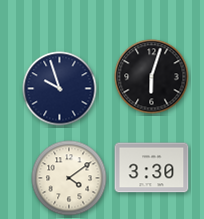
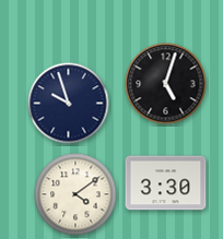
clock at (152, 77): 6:03 -> 5:03
clock at (60, 89) position: (60, 89) -> (69, 104)
